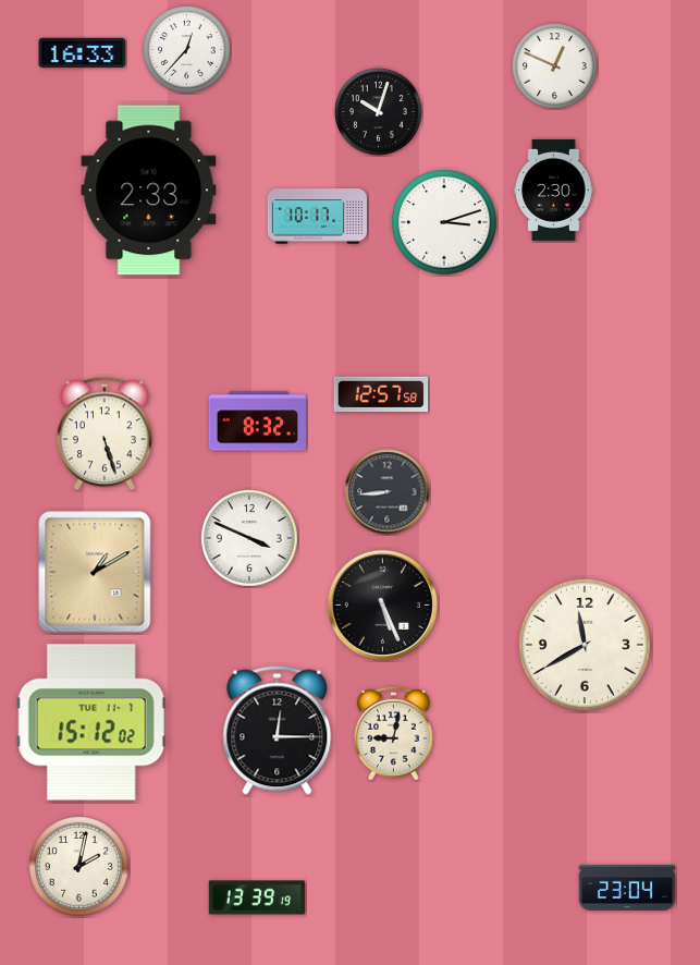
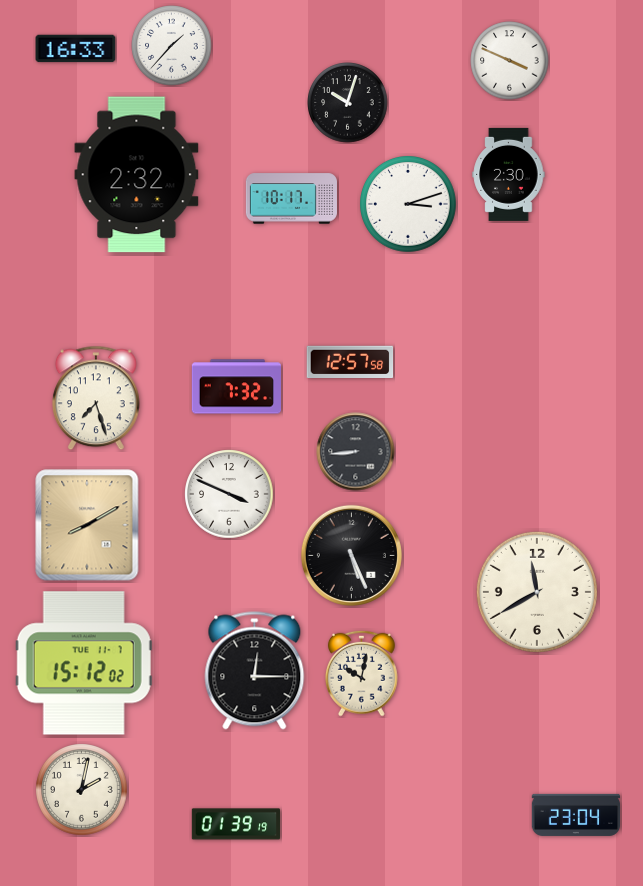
clock at (187, 50): 12:37 -> 1:37
clock at (555, 66): 12:49 -> 3:49
clock at (149, 191): 2:33 -> 2:32
clock at (257, 422): 8:32 -> 7:32
clock at (105, 433): 5:27 -> 7:27
clock at (95, 572): 1:10 -> 8:10
clock at (393, 733): 9:02 -> 10:02
clock at (79, 867) position: (79, 867) -> (82, 790)
clock at (257, 897): 13:39 -> 01:39
